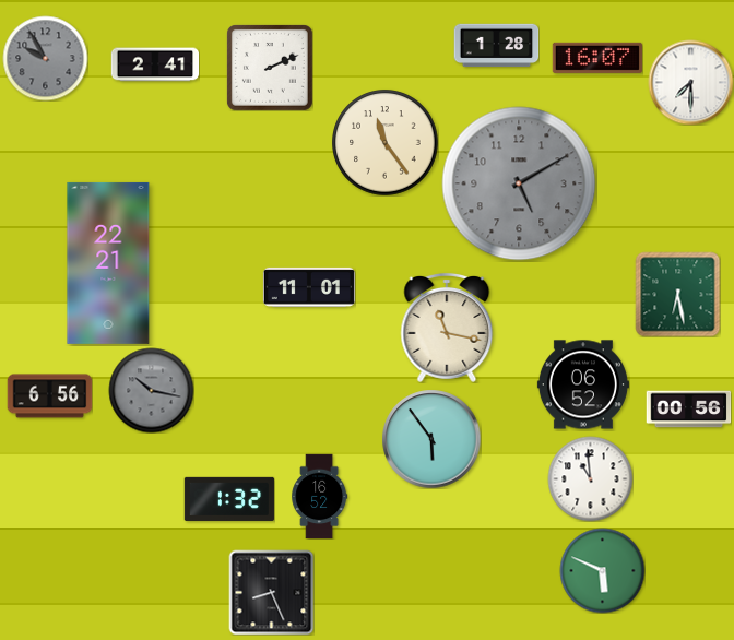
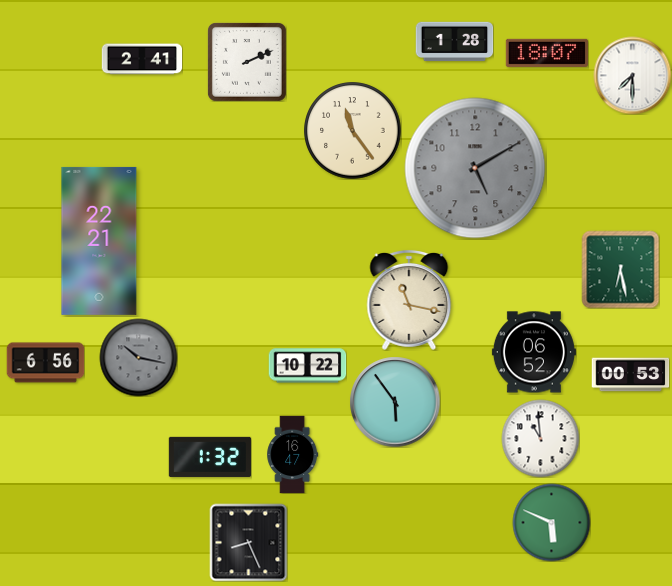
clock at (45, 58): 9:55 -> none
clock at (597, 58): 16:07 -> 18:07
clock at (309, 287): 11:01 -> none
clock at (307, 366): none -> 10:22
clock at (688, 410): 00:56 -> 00:53
clock at (320, 496): 16:52 -> 16:47
